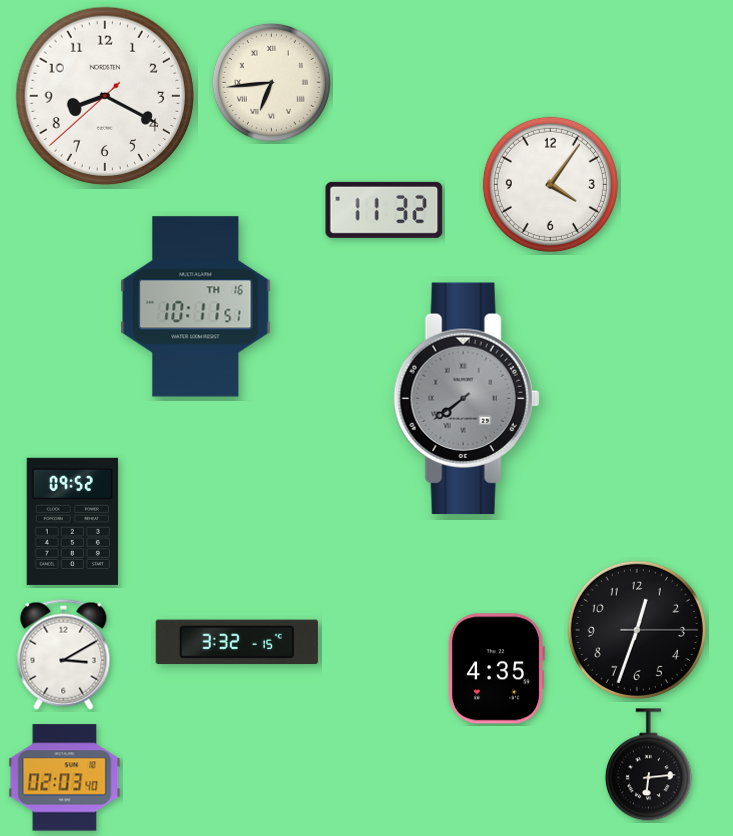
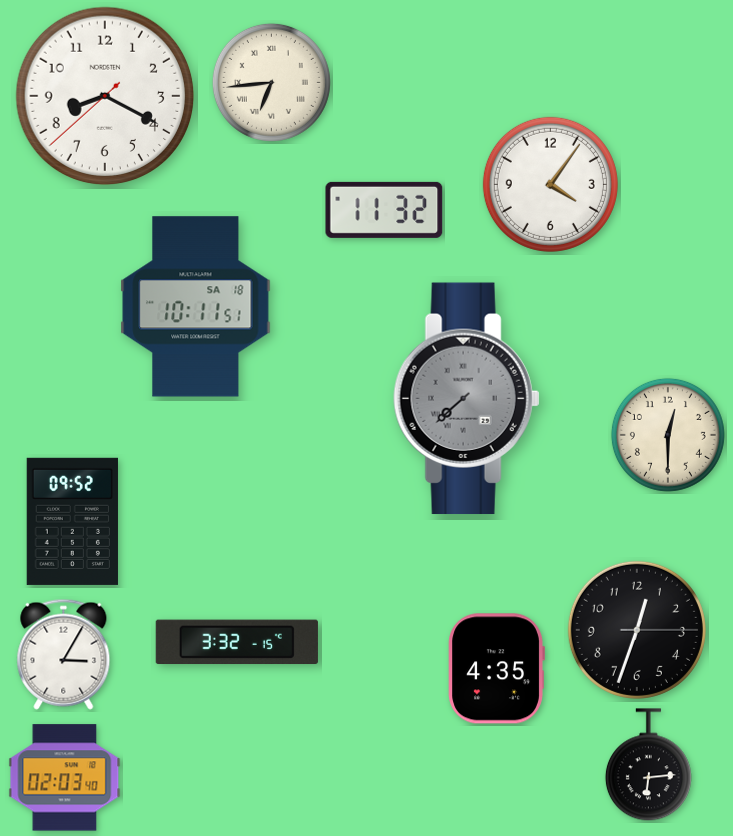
clock at (196, 307) date: TH 16 -> SA 18
clock at (467, 399): 7:39 -> 7:38
clock at (668, 435): none -> 12:30
clock at (64, 654): 3:10 -> 3:05
